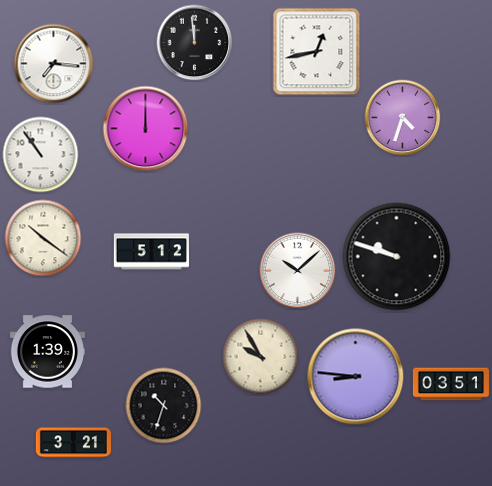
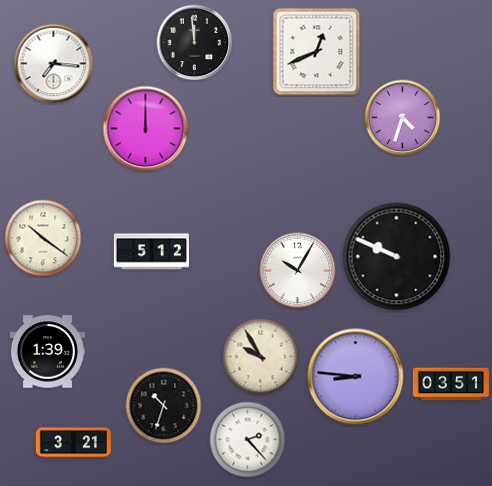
clock at (317, 52): 12:43 -> 12:41
clock at (41, 155): 10:54 -> none
clock at (397, 257): 9:48 -> 9:49
clock at (298, 271): 10:08 -> 10:05
clock at (248, 440): none -> 2:23
